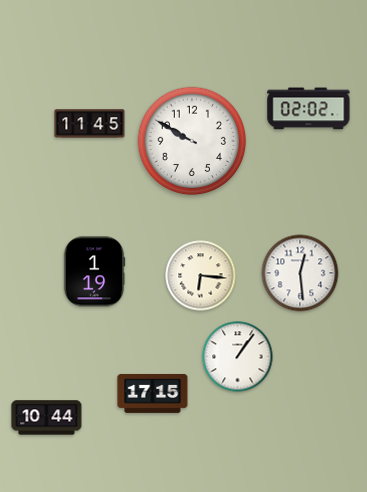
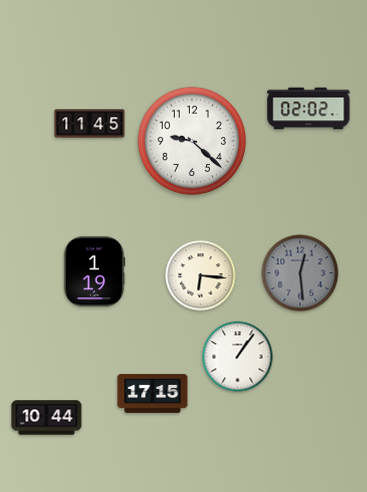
clock at (192, 141): 9:50 -> 9:22
clock at (300, 273) dial: white -> grey
